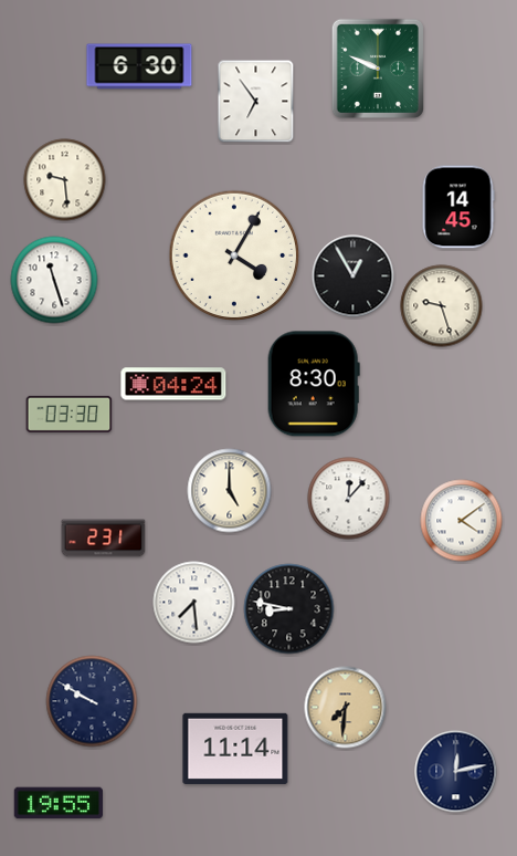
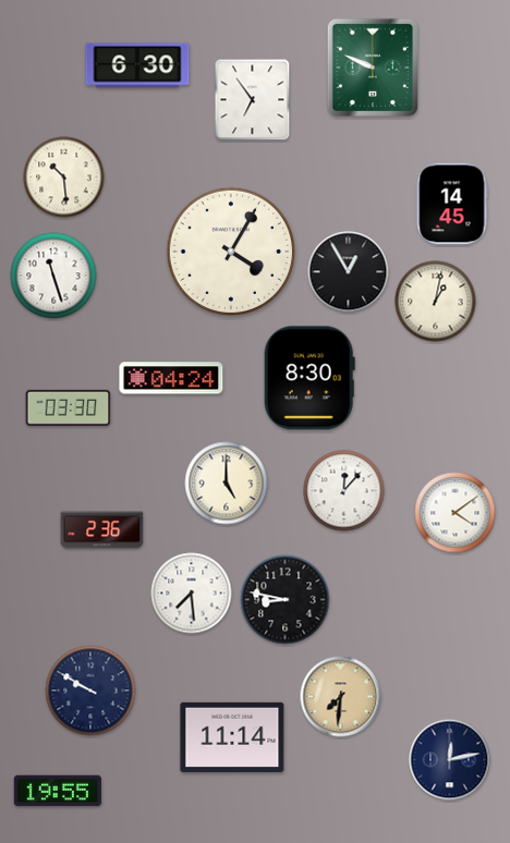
clock at (65, 180): 9:29 -> 10:29
clock at (442, 306): 9:27 -> 1:02
clock at (104, 539): 2:31 -> 2:36
